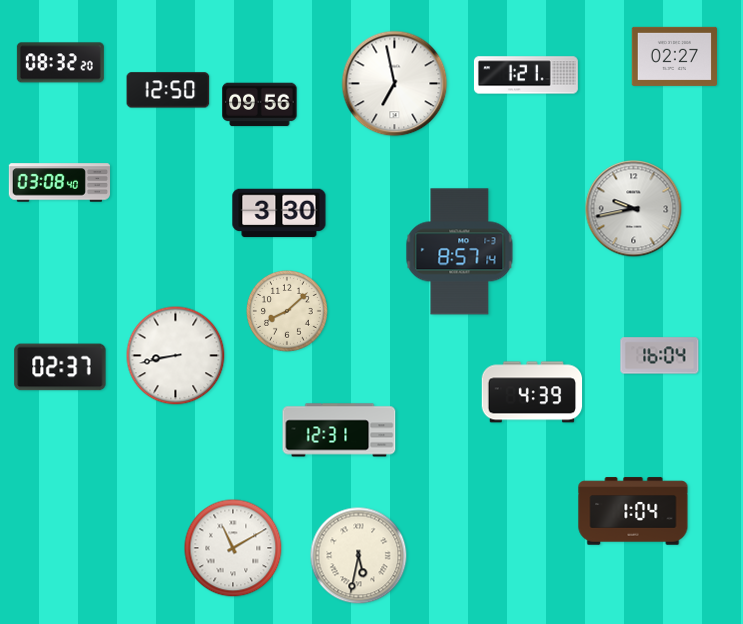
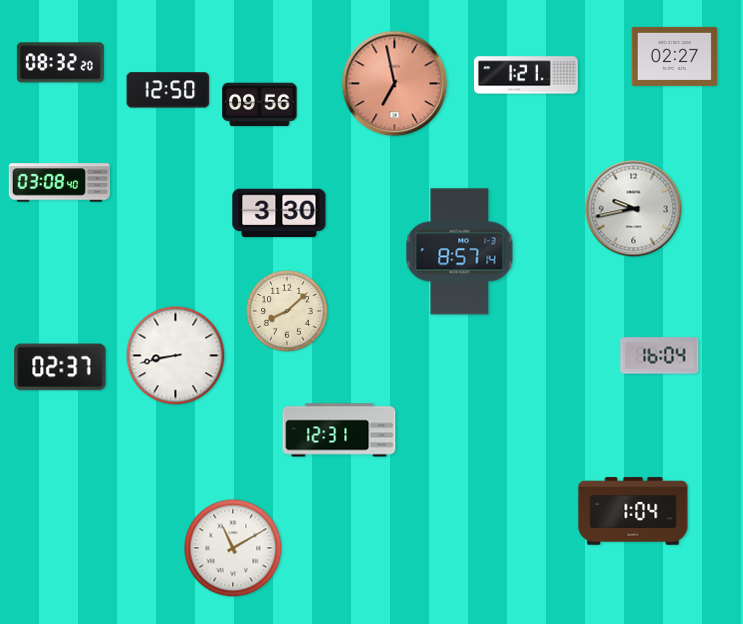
clock at (395, 84) dial: white -> salmon
clock at (532, 392): 4:39 -> none
clock at (359, 556): 5:32 -> none
